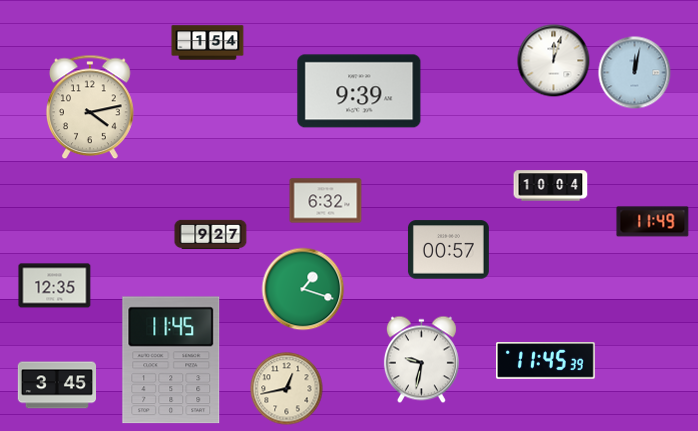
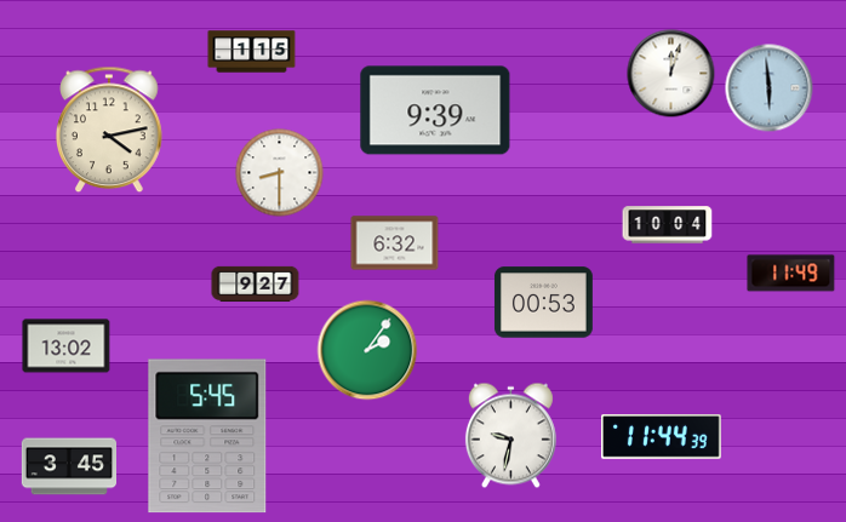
clock at (208, 43): 1:54 -> 1:15
clock at (635, 73): 12:02 -> 5:59
clock at (280, 173): none -> 8:30
clock at (653, 222) position: (653, 222) -> (791, 274)
clock at (448, 250): 00:57 -> 00:53
clock at (55, 286): 12:35 -> 13:02
clock at (303, 289): 1:18 -> 2:06
clock at (171, 360): 11:45 -> 5:45
clock at (546, 361): 11:45 -> 11:44
clock at (287, 389): 12:43 -> none
